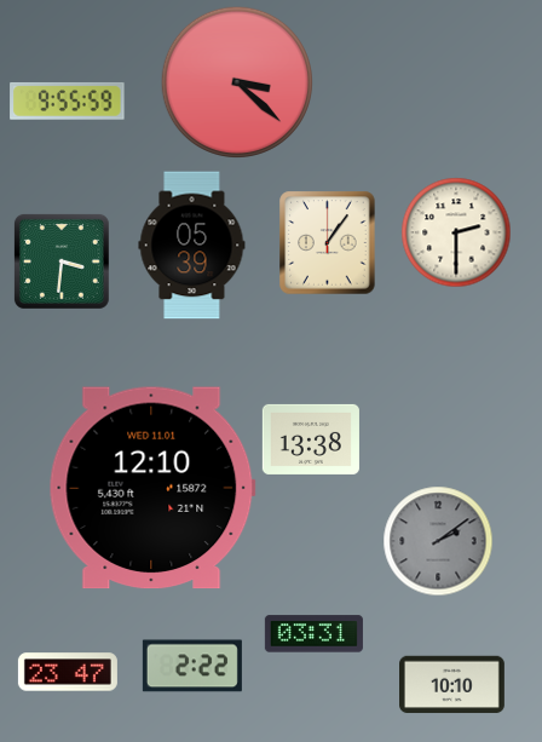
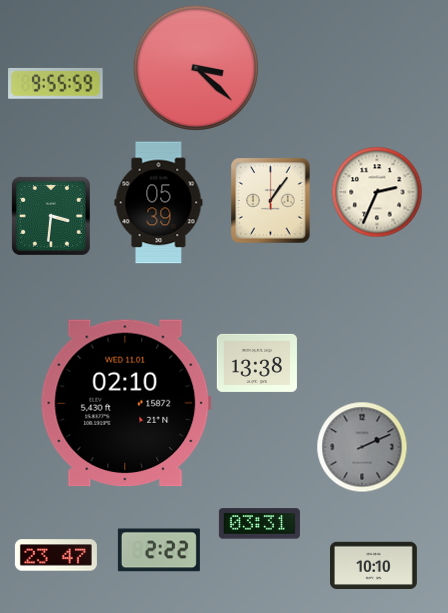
clock at (456, 232): 2:30 -> 2:34
clock at (152, 488): 12:10 -> 02:10
clock at (438, 541): 2:09 -> 2:11
